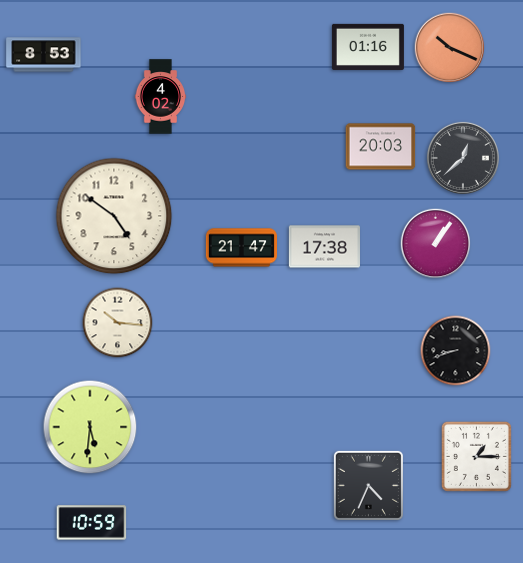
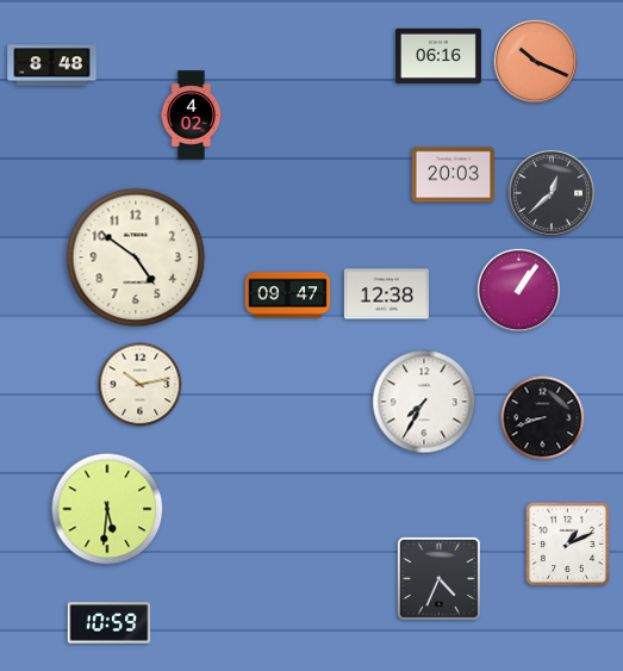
clock at (368, 47): 01:16 -> 06:16
clock at (450, 48) position: (450, 48) -> (536, 62)
clock at (44, 55): 8:53 -> 8:48
clock at (463, 158) position: (463, 158) -> (552, 193)
clock at (324, 247): 17:38 -> 12:38
clock at (241, 248): 21:47 -> 09:47
clock at (118, 323): 10:16 -> 10:13
clock at (424, 402): none -> 7:35
clock at (476, 456): 1:15 -> 1:11
